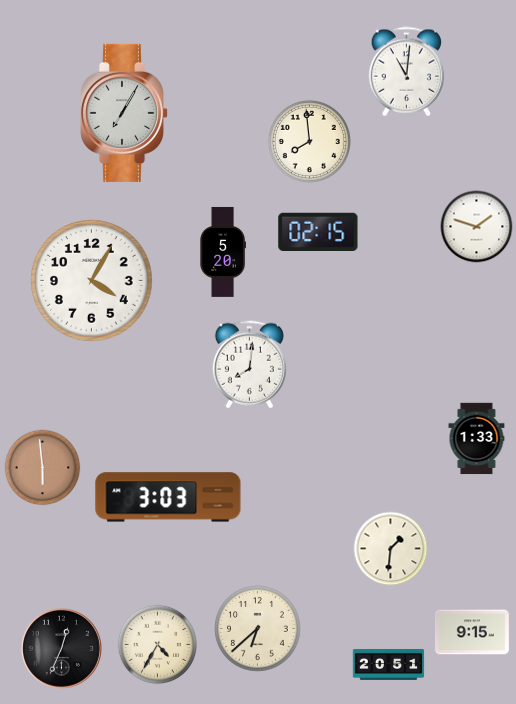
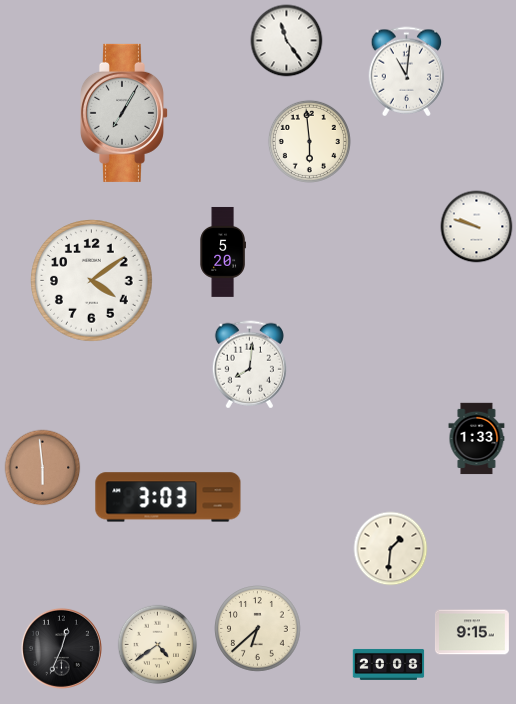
clock at (287, 41): none -> 11:24
clock at (309, 141): 7:59 -> 5:59
clock at (477, 227): 1:48 -> 9:48
clock at (318, 232): 02:15 -> none
clock at (92, 281): 4:05 -> 4:09
clock at (158, 645): 4:35 -> 4:39
clock at (389, 664): 20:51 -> 20:08
